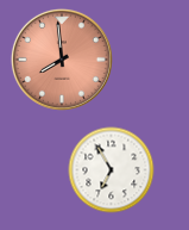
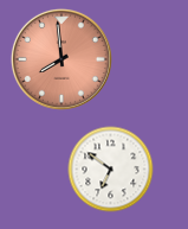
clock at (112, 170): 6:55 -> 6:51
